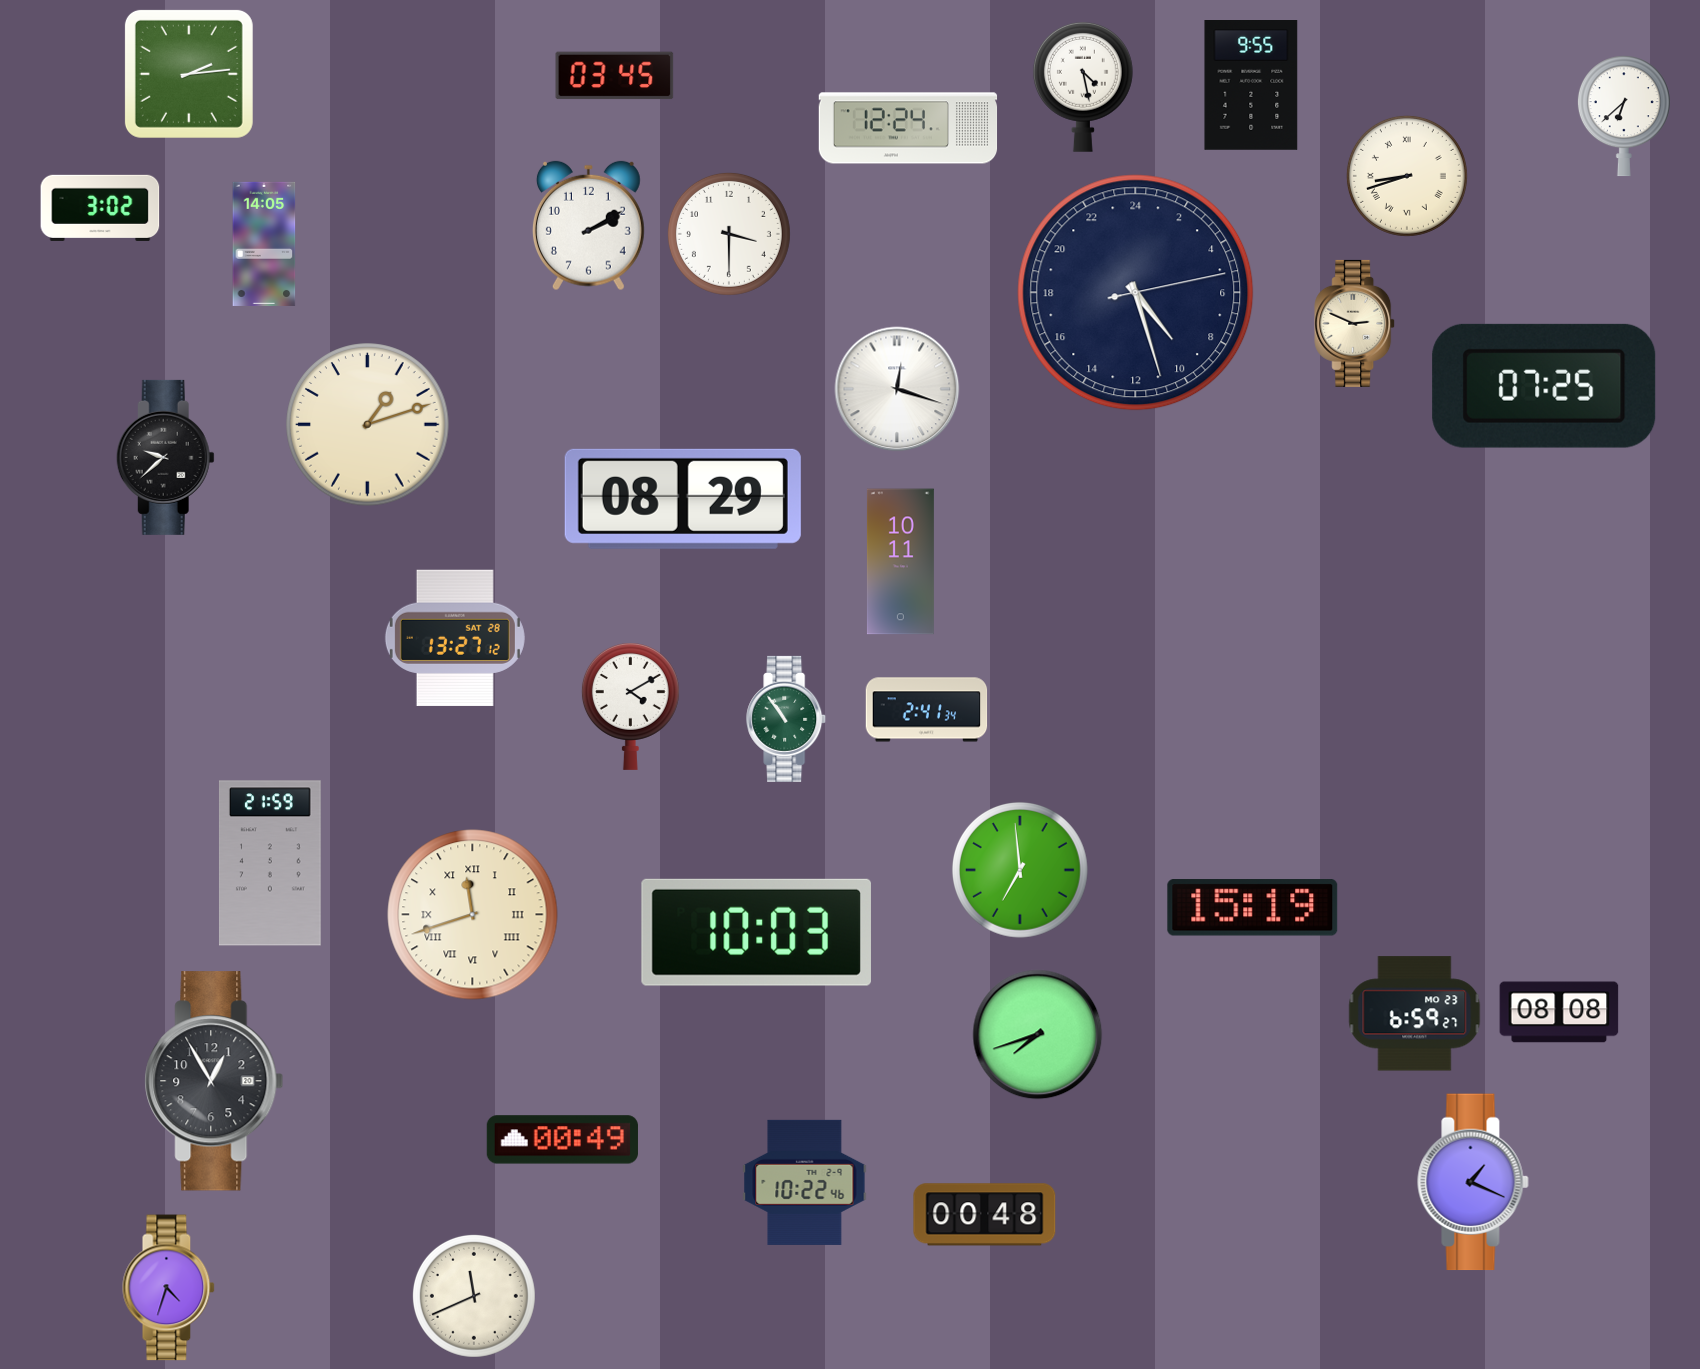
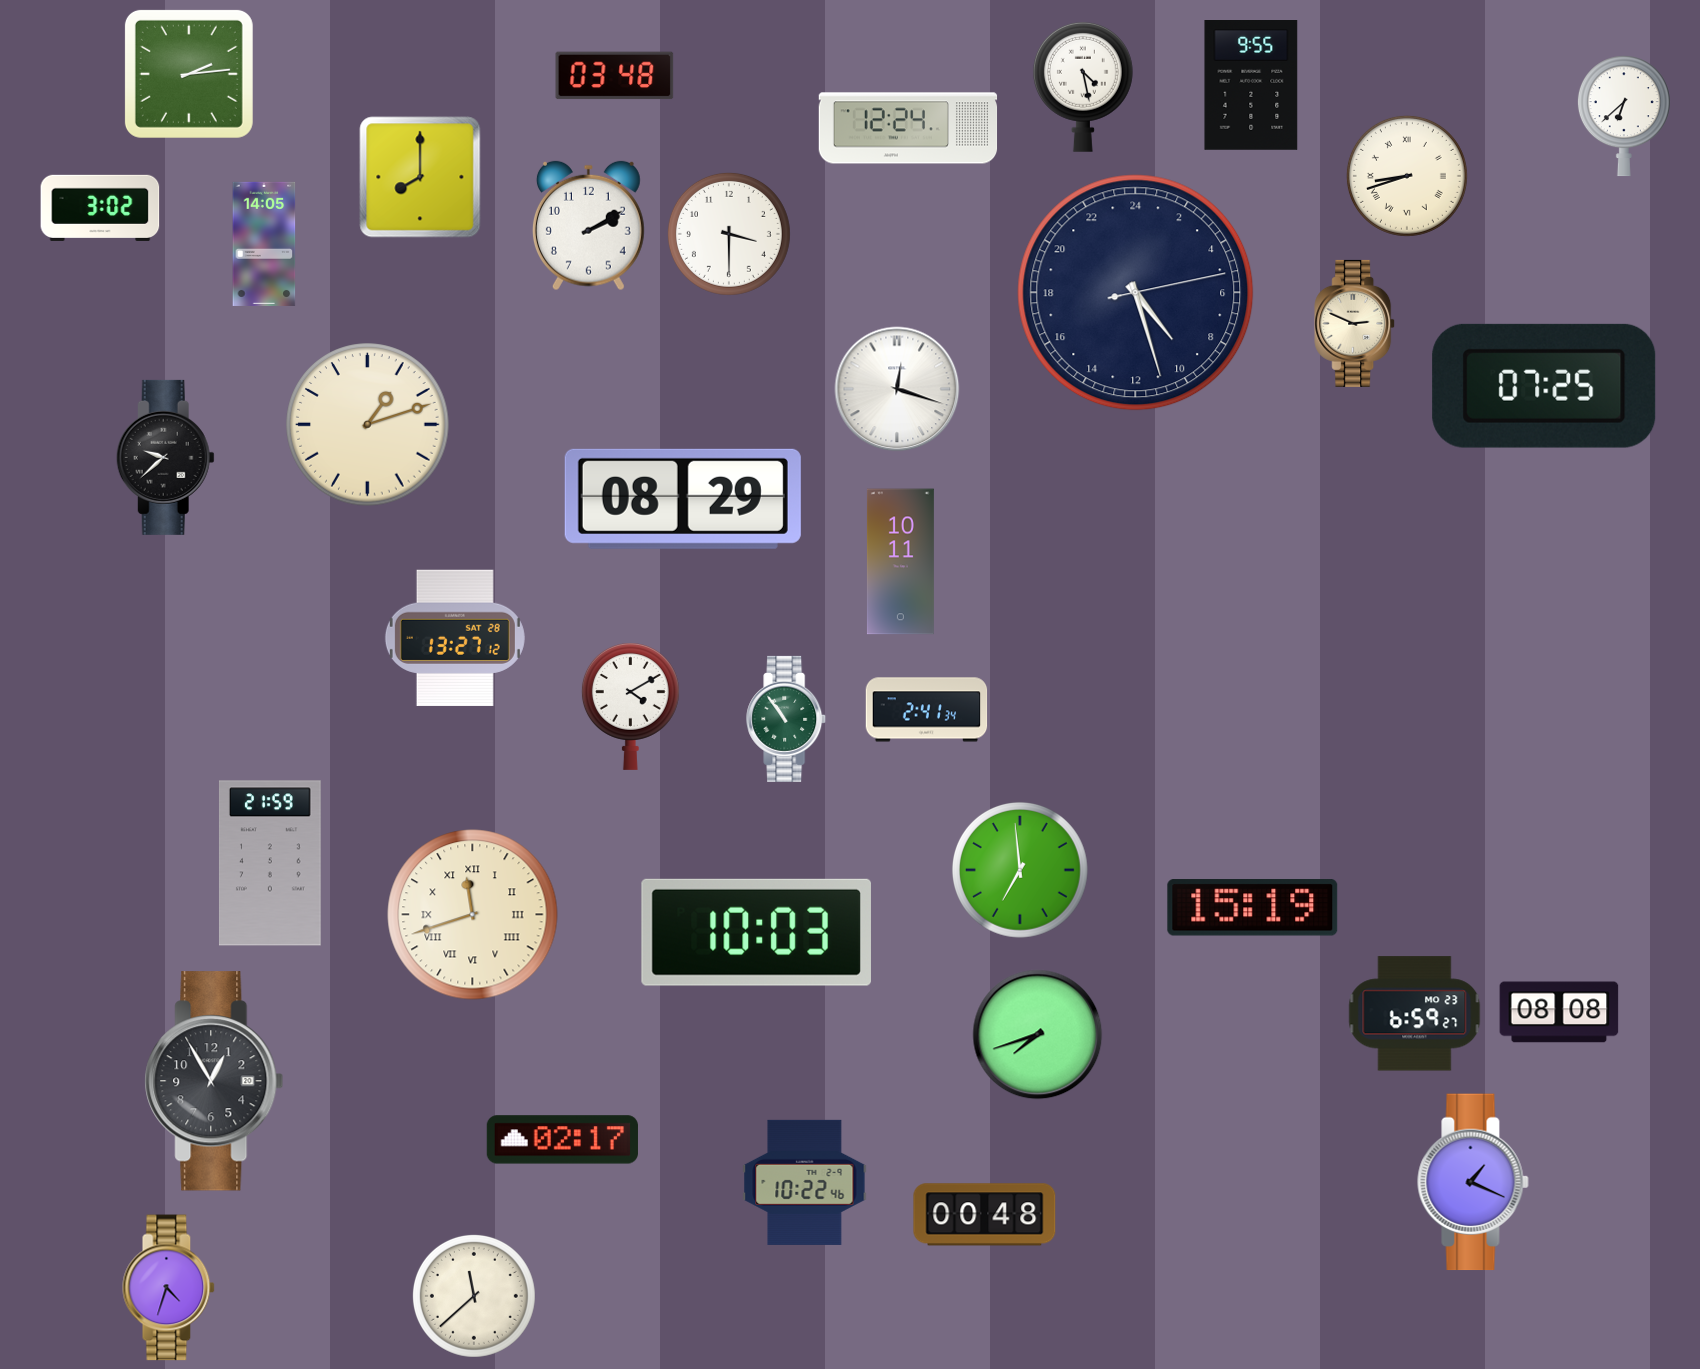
clock at (615, 76): 03:45 -> 03:48
clock at (420, 177): none -> 8:00
clock at (562, 1140): 00:49 -> 02:17
clock at (474, 1296): 11:41 -> 11:38
